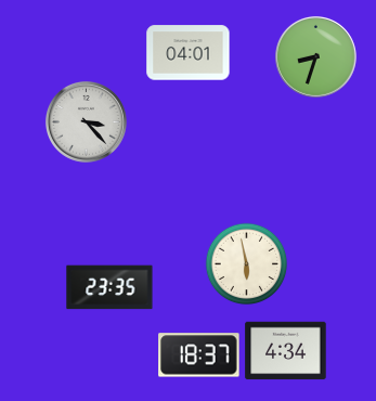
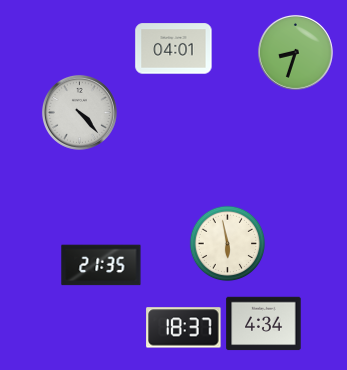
clock at (315, 56) position: (315, 56) -> (295, 52)
clock at (86, 121): 3:23 -> 4:23
clock at (109, 287): 23:35 -> 21:35
